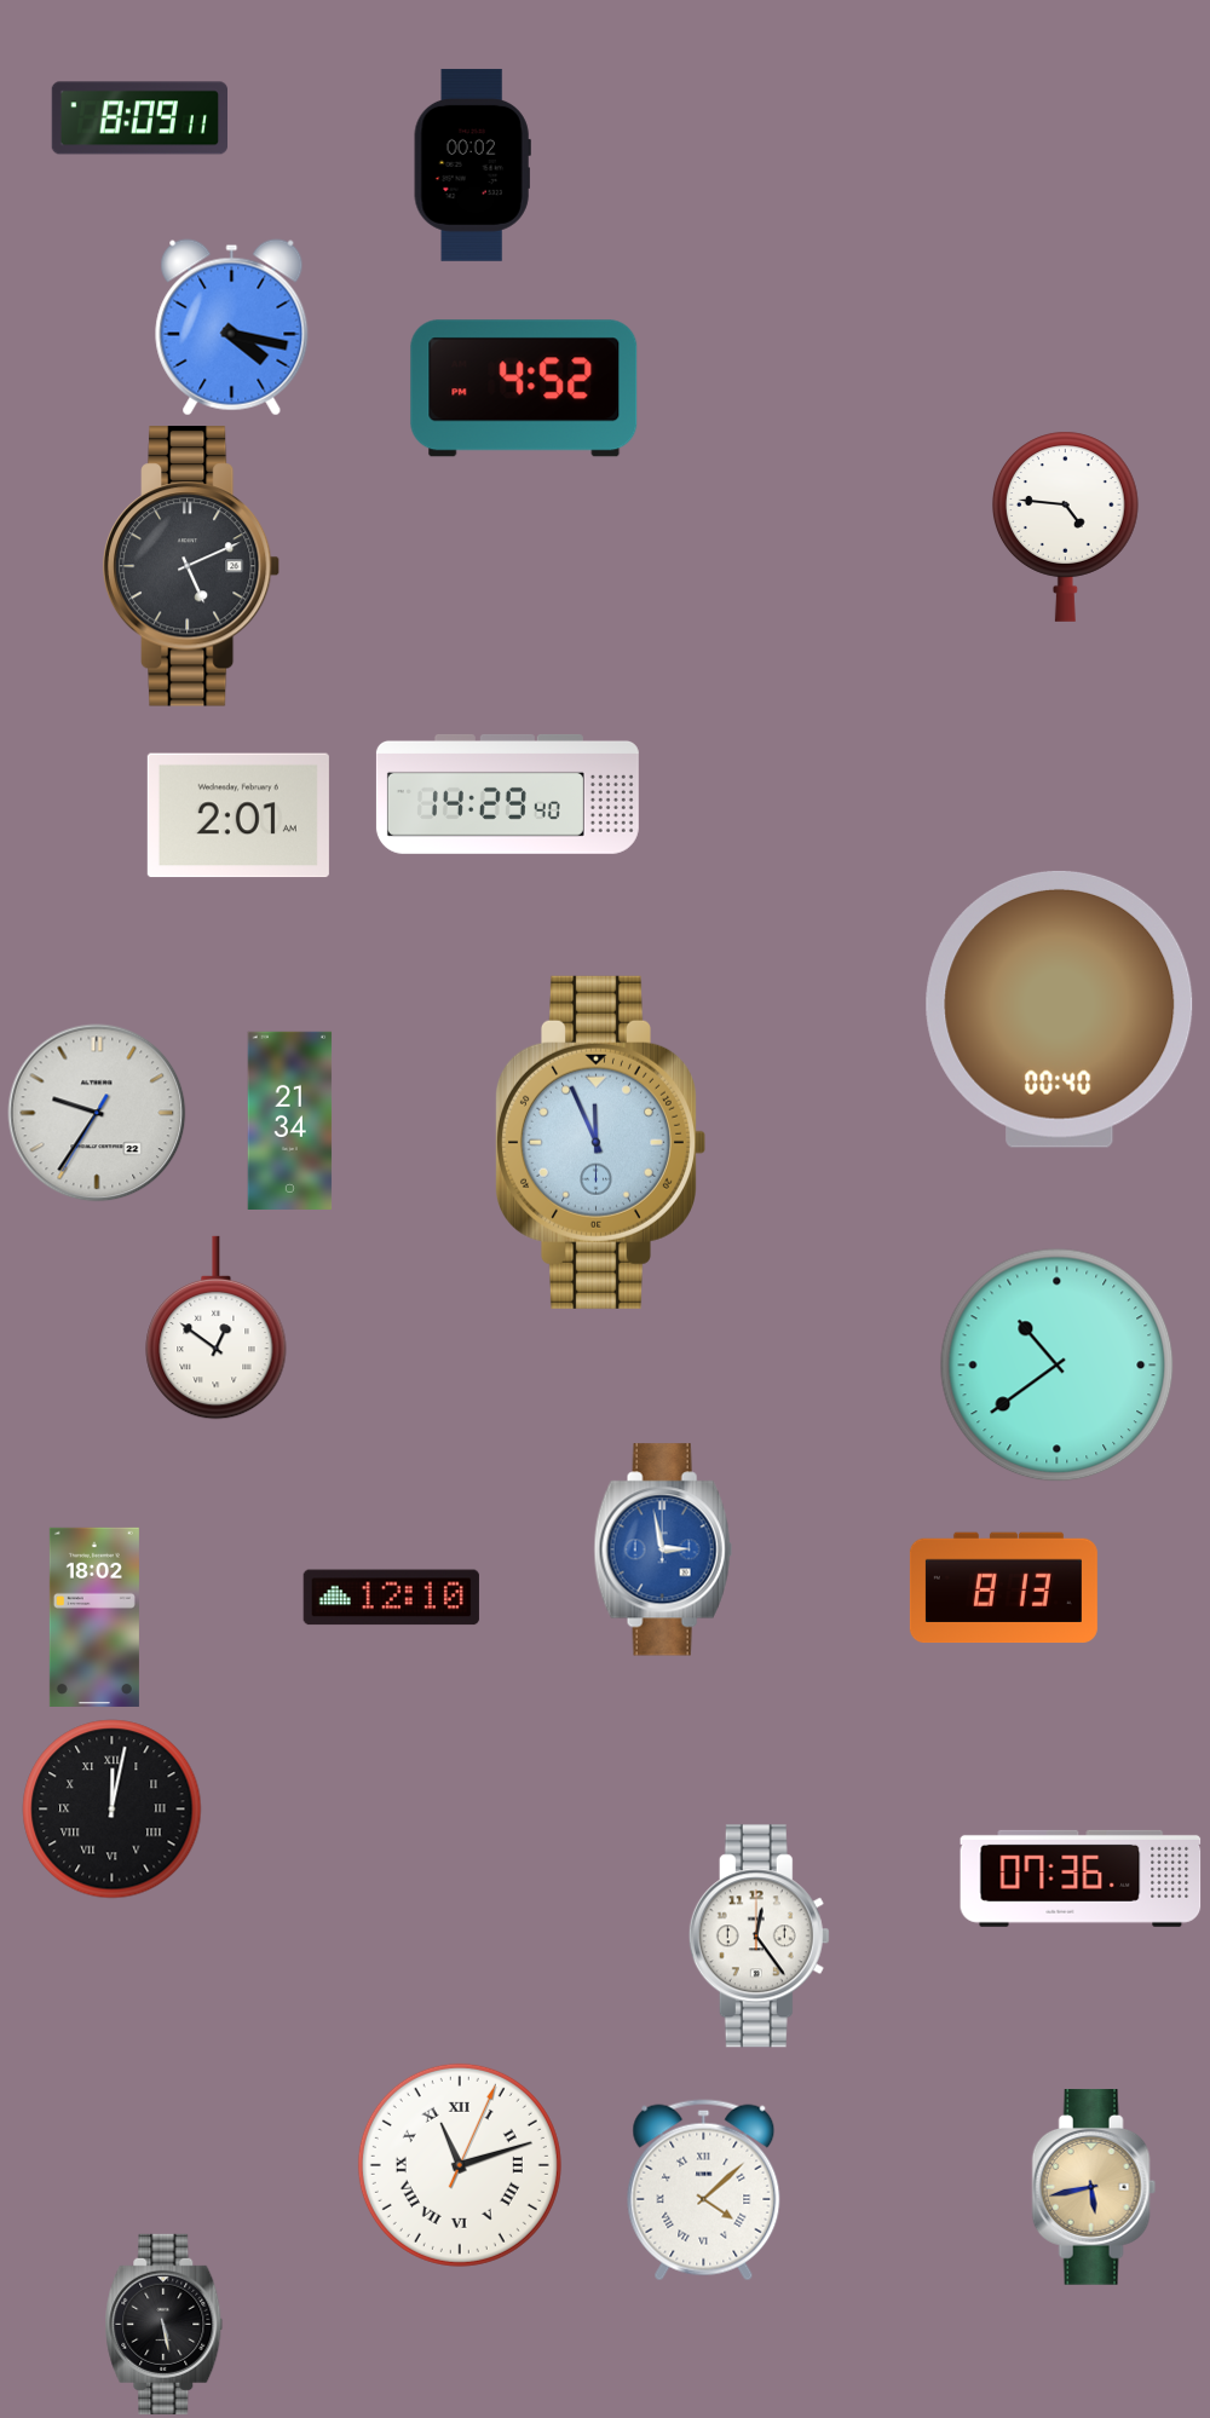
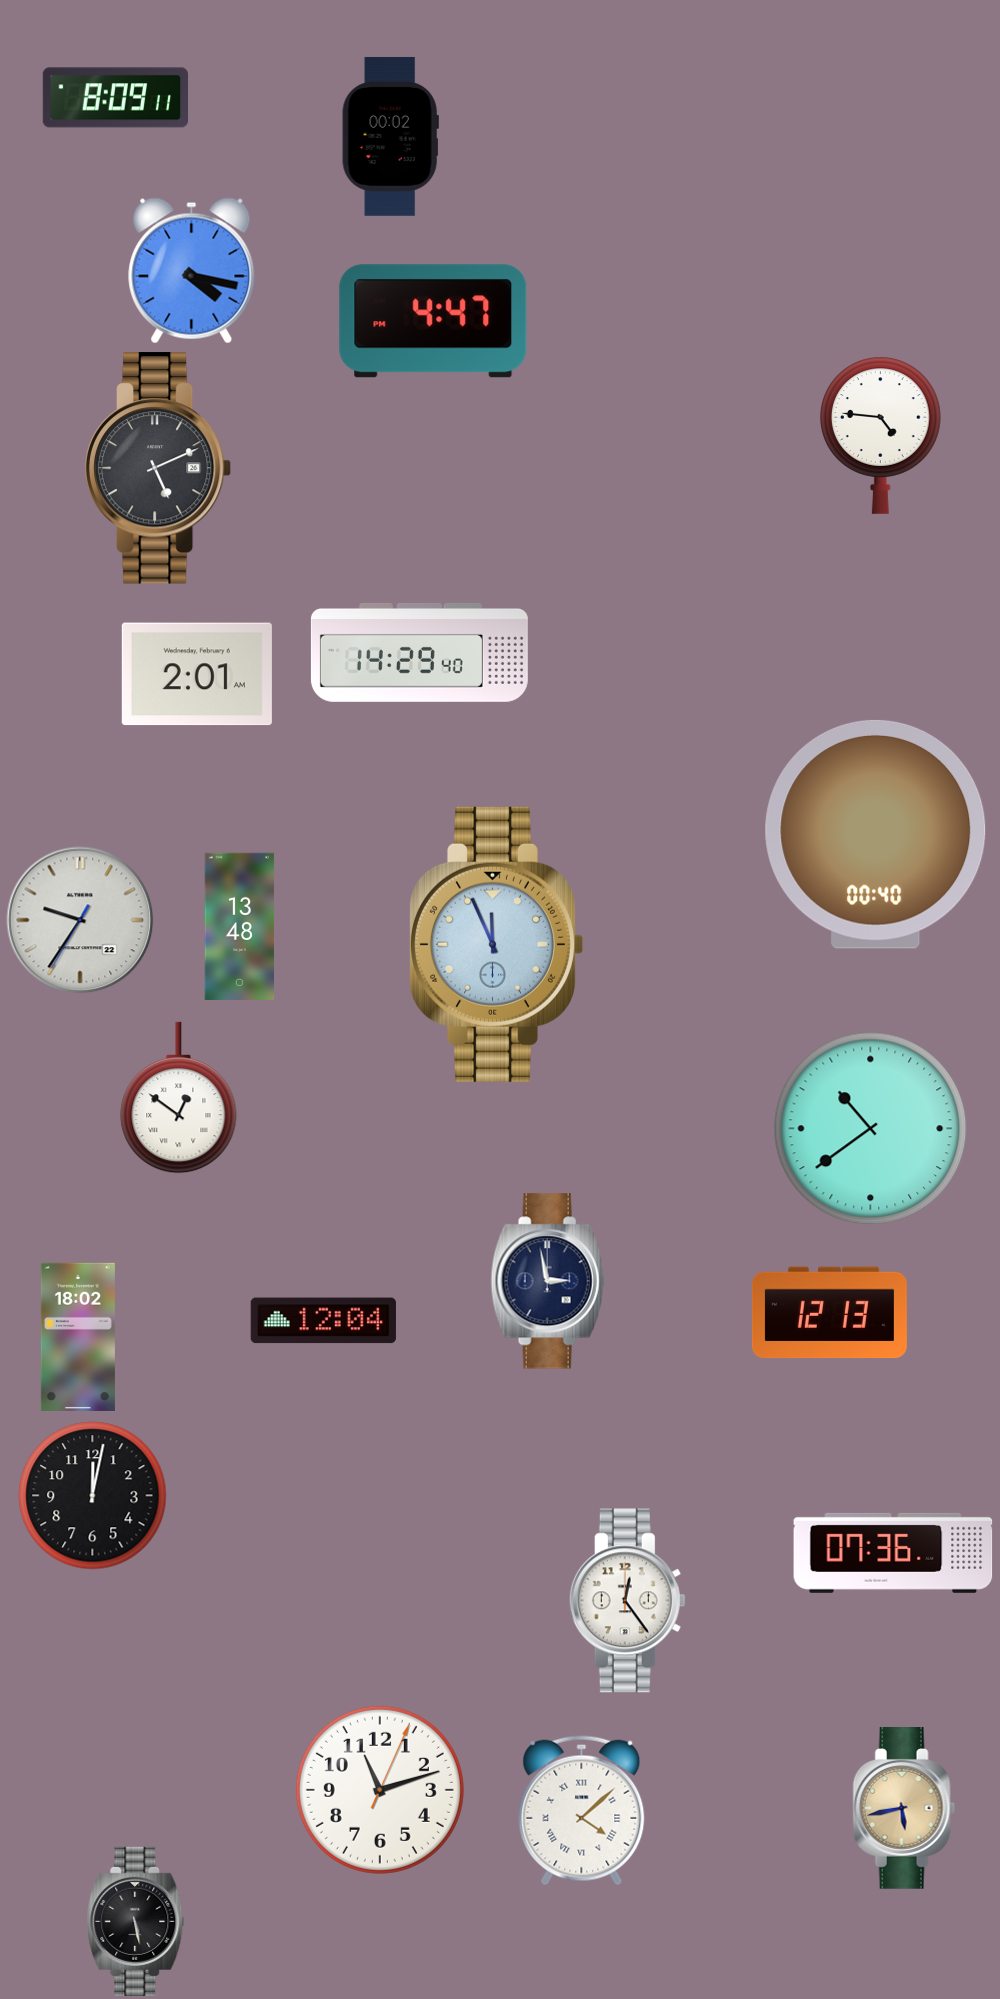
clock at (524, 388): 4:52 -> 4:47
clock at (507, 794) position: (507, 794) -> (419, 652)
clock at (290, 1120): 21:34 -> 13:48
clock at (1058, 1366) position: (1058, 1366) -> (871, 1129)
clock at (663, 1550) dial: blue -> navy
clock at (1003, 1588): 8:13 -> 12:13
clock at (391, 1598): 12:10 -> 12:04
clock at (113, 1810) numerals: Roman -> Arabic
clock at (460, 2165) numerals: Roman -> Arabic
